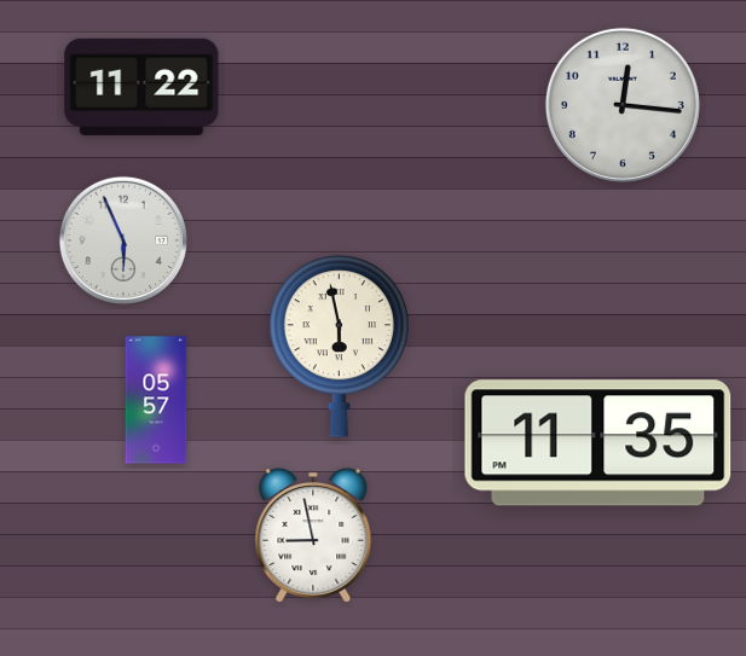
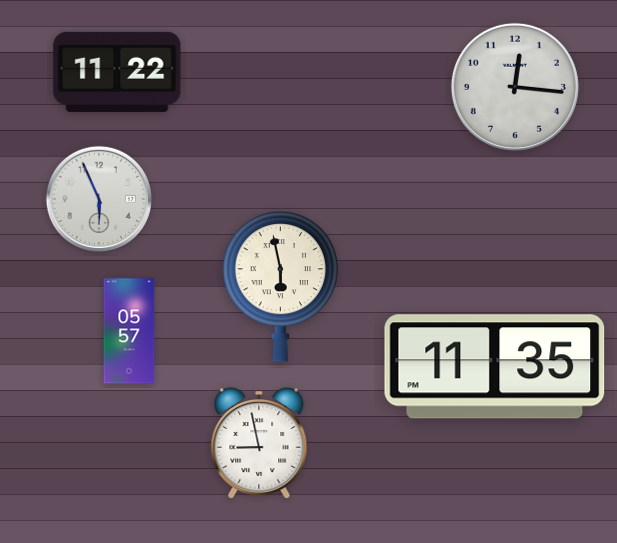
clock at (123, 240) position: (123, 240) -> (99, 199)
